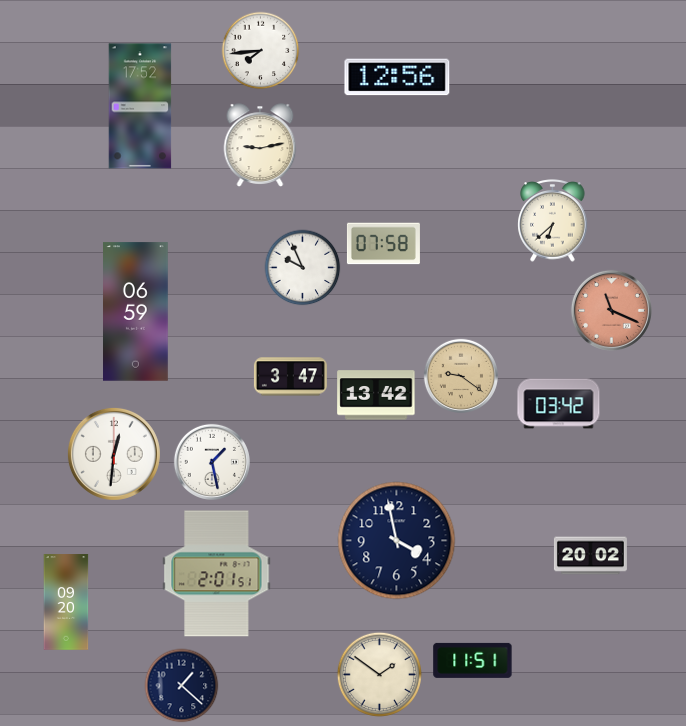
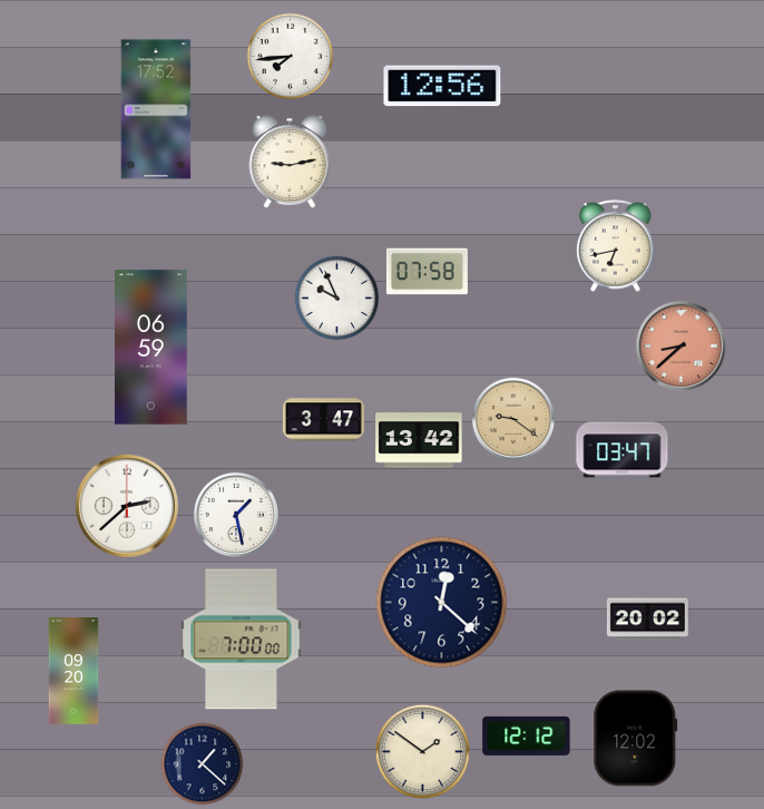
clock at (140, 106) position: (140, 106) -> (156, 109)
clock at (553, 221): 6:38 -> 6:43
clock at (611, 310): 11:19 -> 8:38
clock at (559, 404): 03:42 -> 03:47
clock at (114, 454): 12:31 -> 2:38
clock at (397, 541): 3:58 -> 12:22
clock at (590, 556) position: (590, 556) -> (647, 620)
clock at (217, 574): 2:01 -> 7:00
clock at (473, 660): 11:51 -> 12:12
clock at (636, 739): none -> 12:02
